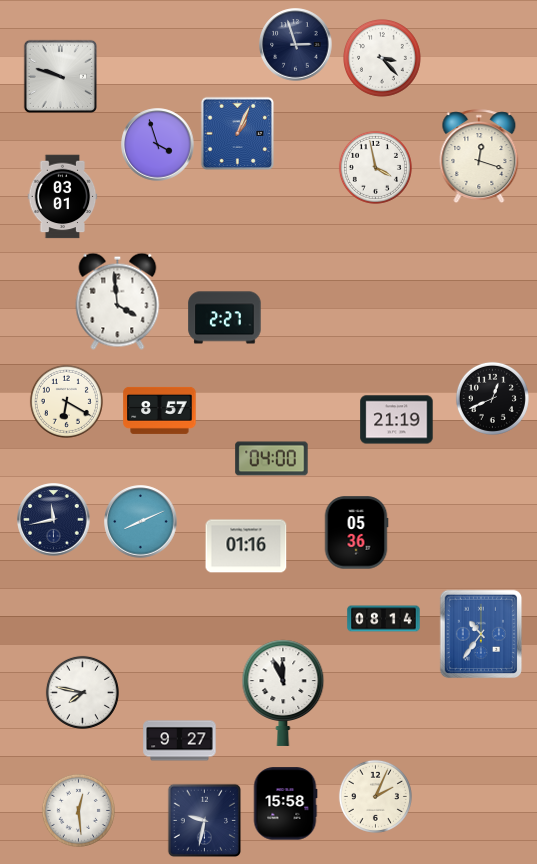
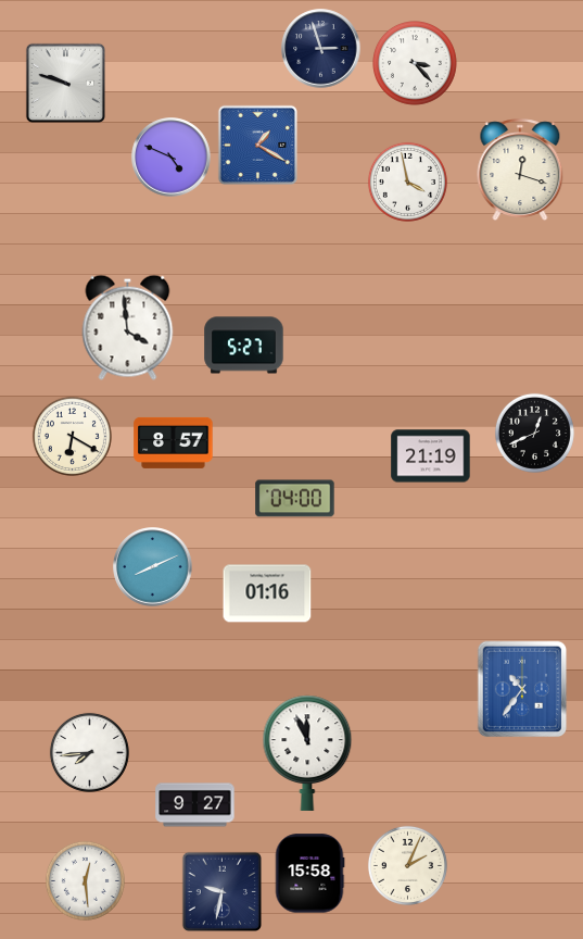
clock at (237, 133): 1:04 -> 1:20
clock at (158, 145): 3:57 -> 4:49
clock at (63, 197): 03:01 -> none
clock at (225, 318): 2:27 -> 5:27
clock at (160, 410) position: (160, 410) -> (174, 442)
clock at (54, 520): 11:43 -> none
clock at (356, 533): 05:36 -> none
clock at (384, 619): 08:14 -> none
clock at (82, 692): 7:47 -> 7:44
